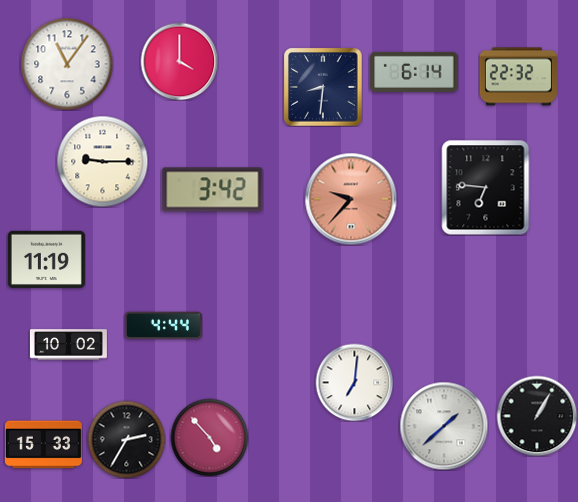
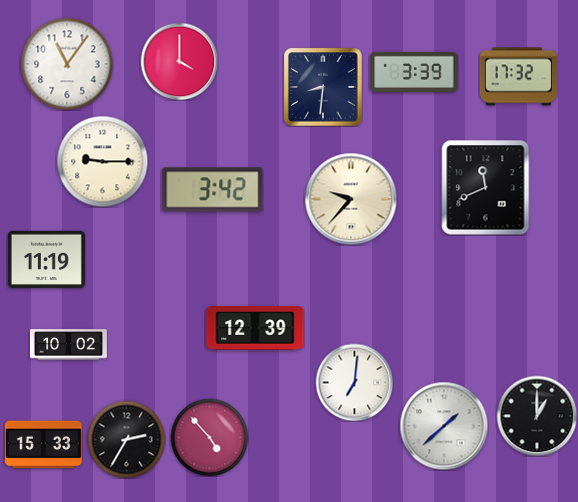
clock at (414, 72): 6:14 -> 3:39
clock at (518, 77): 22:32 -> 17:32
clock at (486, 187): 6:46 -> 11:41
clock at (351, 199) dial: salmon -> cream
clock at (163, 326): 4:44 -> none
clock at (255, 328): none -> 12:39
clock at (537, 416): 1:05 -> 1:00
